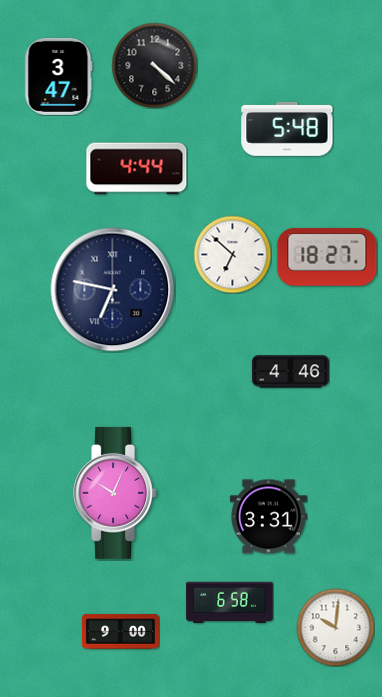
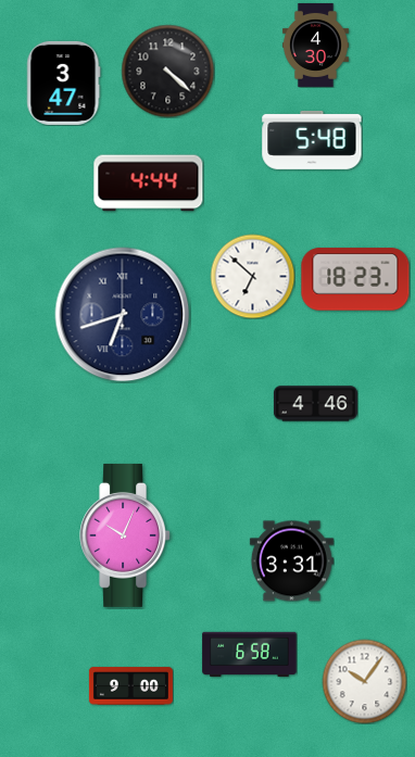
clock at (315, 45): none -> 4:30
clock at (327, 257): 18:27 -> 18:23
clock at (113, 290): 6:47 -> 6:42
clock at (335, 627): 10:01 -> 10:06
